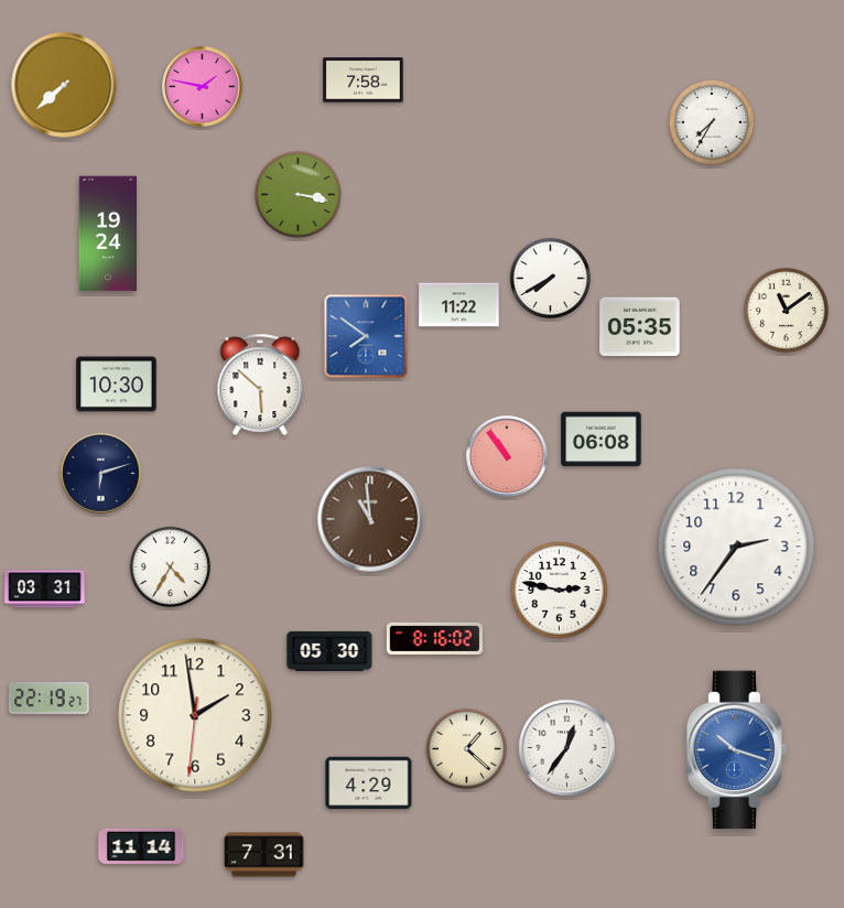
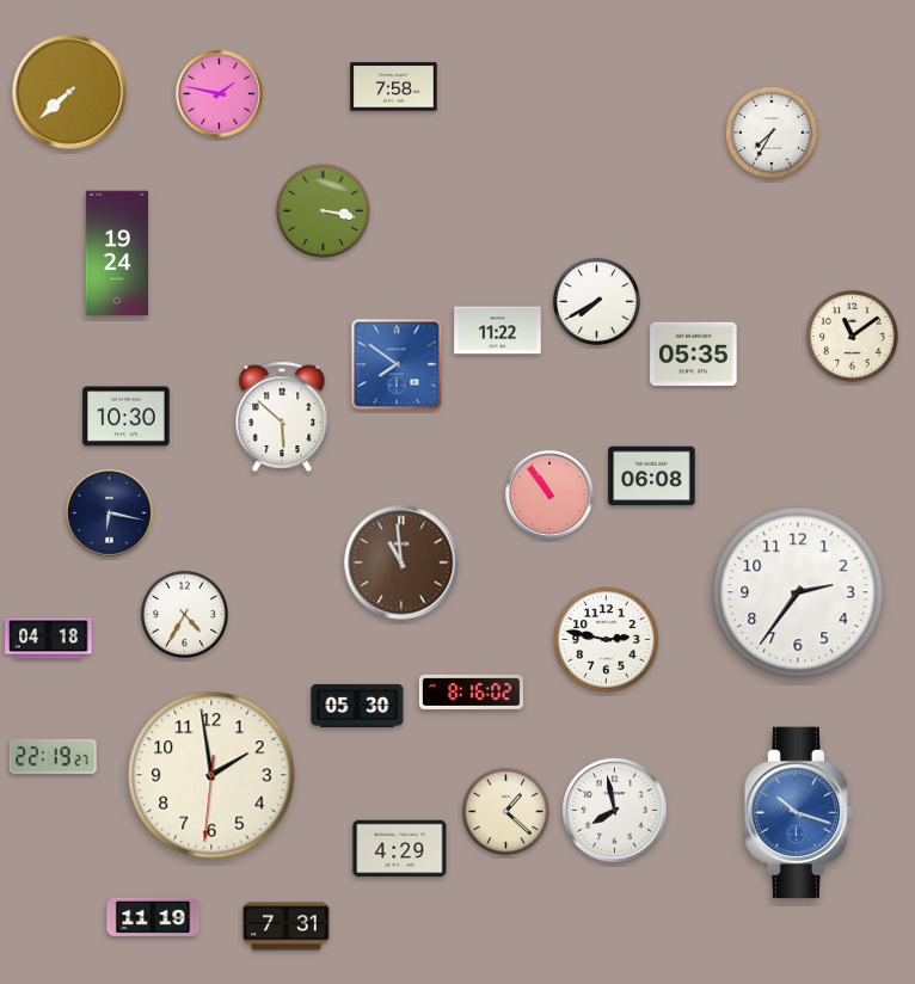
clock at (101, 474): 6:12 -> 6:17
clock at (45, 590): 03:31 -> 04:18
clock at (567, 748): 12:36 -> 7:58
clock at (141, 845): 11:14 -> 11:19
